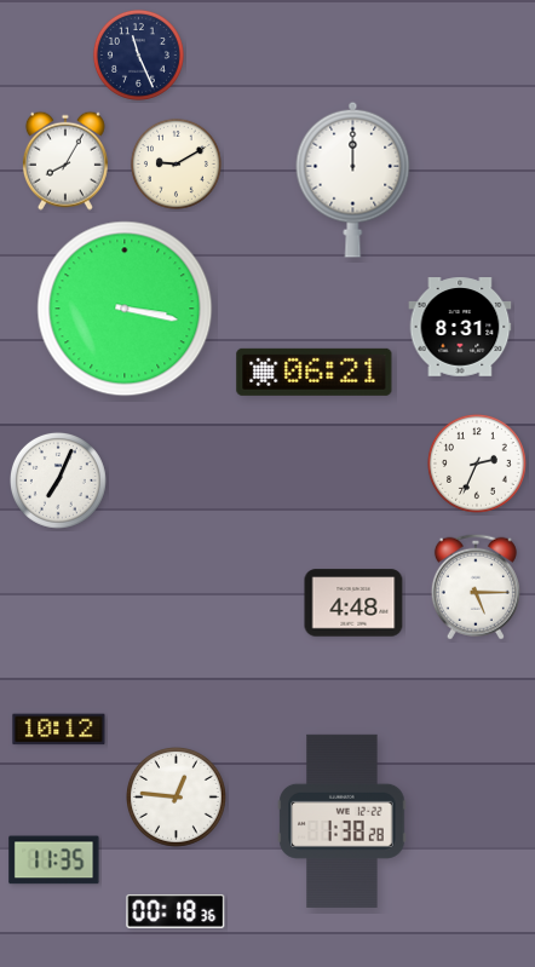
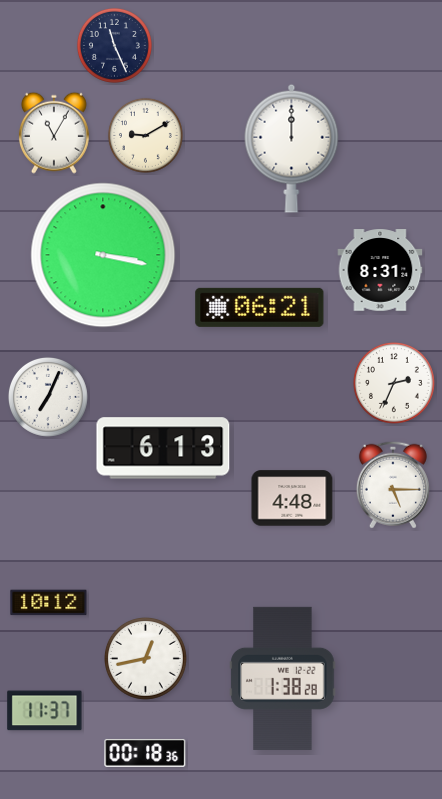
clock at (65, 161): 8:05 -> 11:05
clock at (163, 448): none -> 6:13
clock at (177, 798): 12:46 -> 12:43
clock at (54, 860): 11:35 -> 11:37
